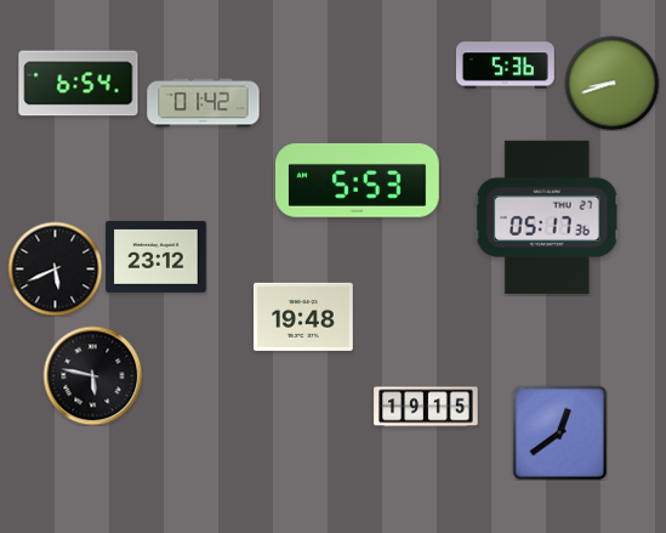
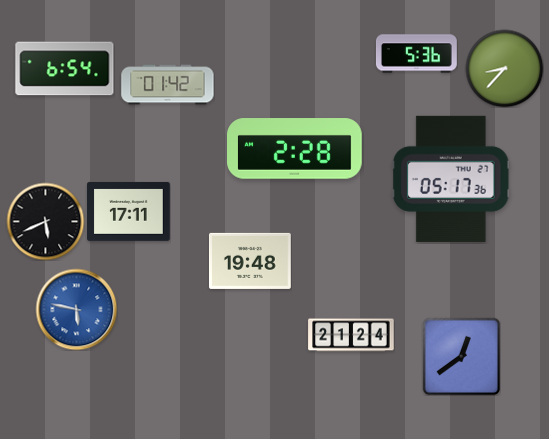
clock at (611, 83): 8:42 -> 8:37
clock at (358, 181): 5:53 -> 2:28
clock at (156, 256): 23:12 -> 17:11
clock at (92, 375) dial: black -> blue
clock at (426, 407): 19:15 -> 21:24
